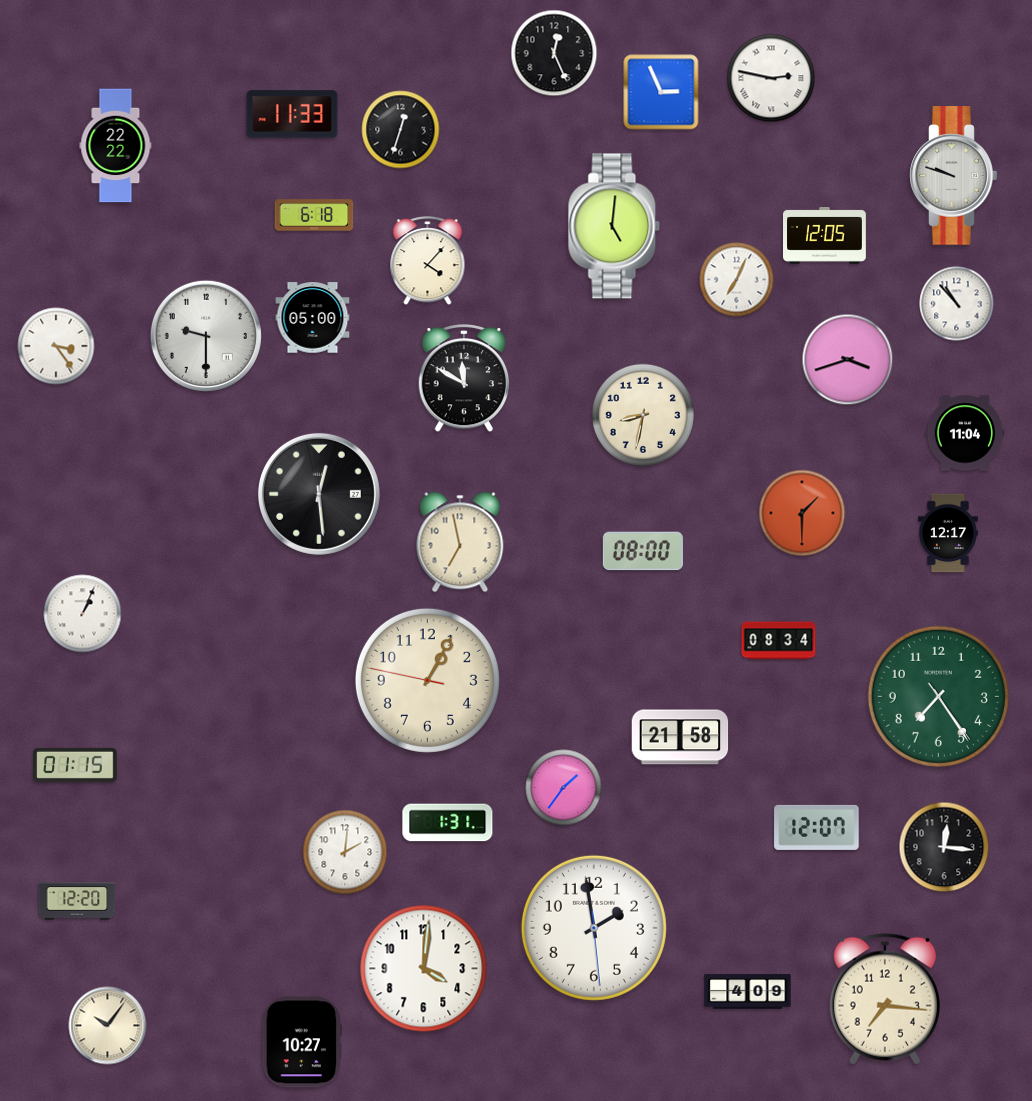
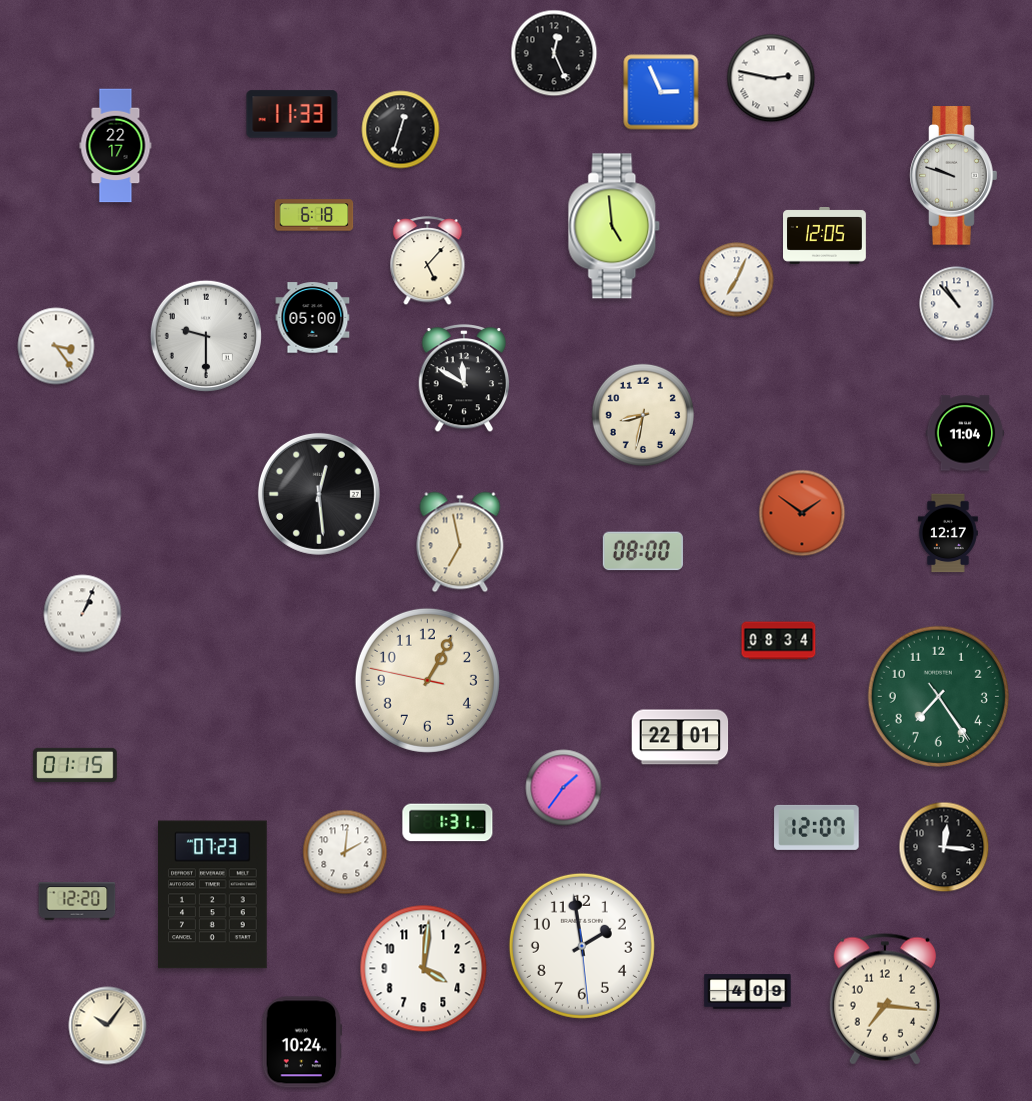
clock at (116, 146): 22:22 -> 22:17
clock at (614, 226): 5:01 -> 4:59
clock at (428, 261): 4:07 -> 5:07
clock at (848, 360): 3:42 -> none
clock at (802, 513): 1:30 -> 1:51
clock at (680, 737): 21:58 -> 22:01
clock at (213, 895): none -> 07:23
clock at (594, 928) position: (594, 928) -> (582, 946)
clock at (302, 1042): 10:27 -> 10:24
